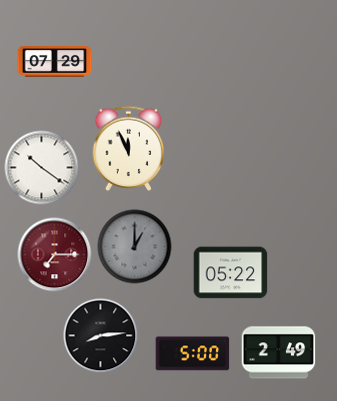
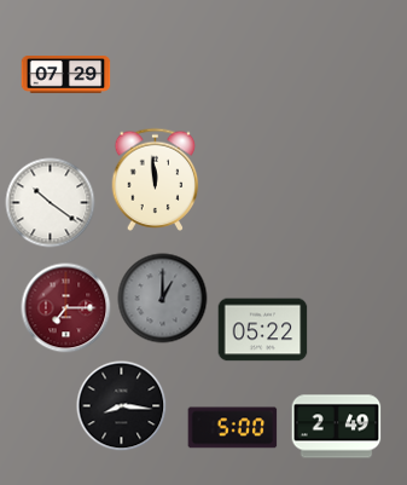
clock at (129, 148): 11:56 -> 11:59
clock at (231, 273) position: (231, 273) -> (263, 330)
clock at (101, 336): 8:14 -> 8:16
